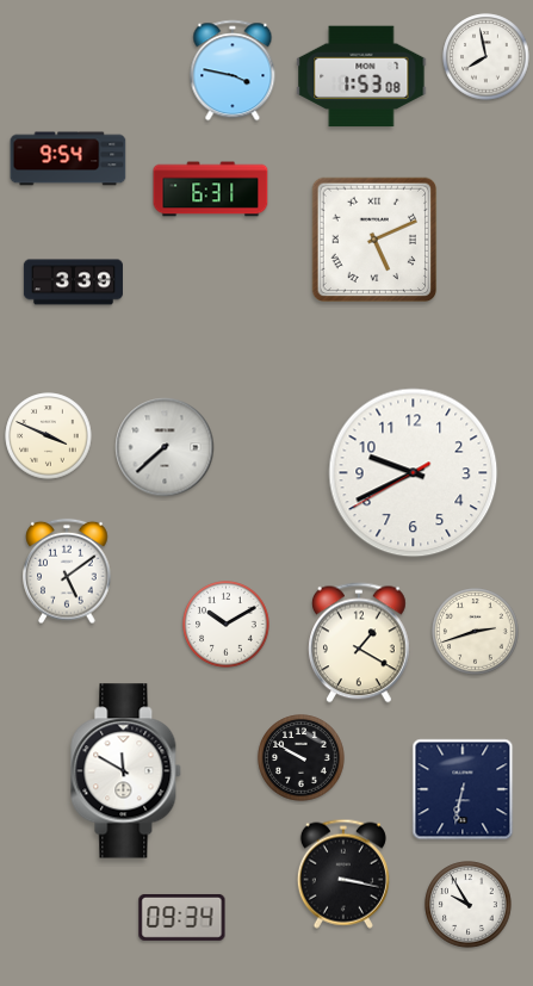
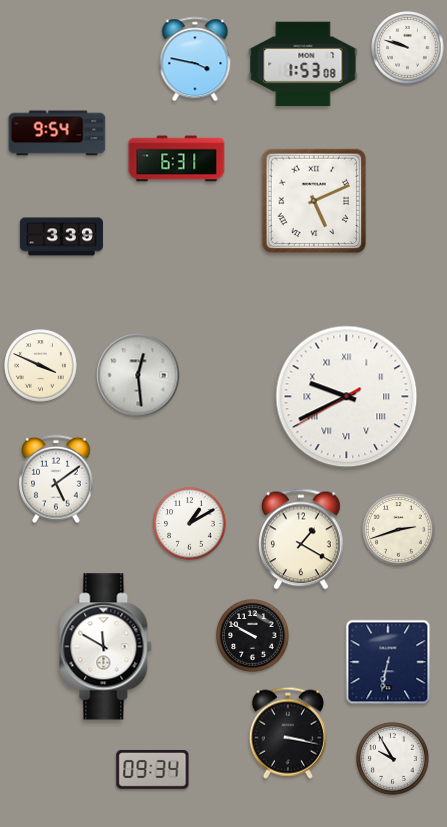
clock at (486, 57): 7:58 -> 9:48
clock at (165, 447): 7:38 -> 12:29
clock at (414, 473) numerals: Arabic -> Roman
clock at (227, 625): 10:10 -> 1:10
